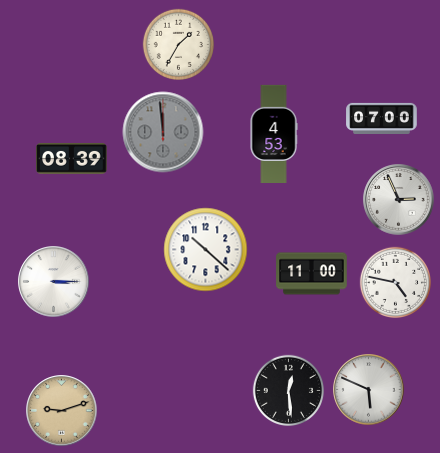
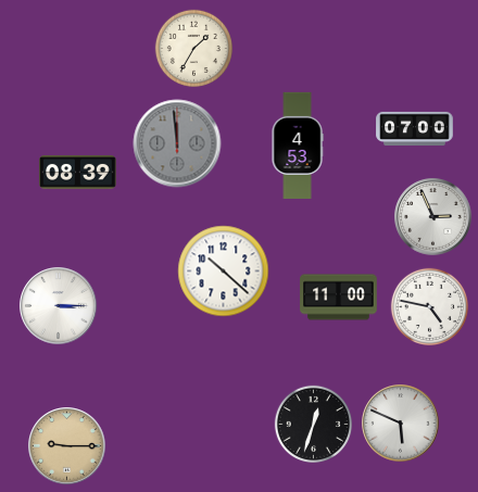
clock at (288, 390): 12:29 -> 12:33
clock at (62, 411): 9:12 -> 9:15
